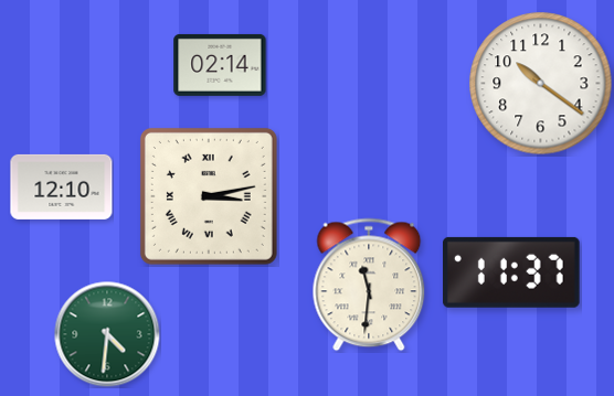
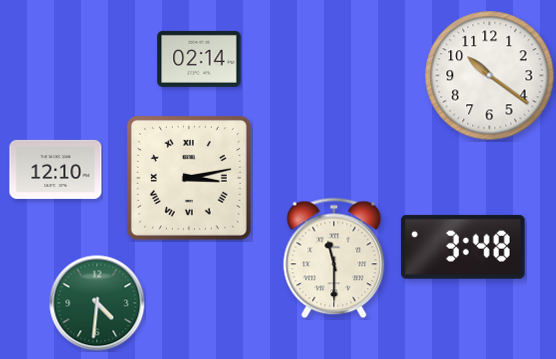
clock at (511, 272): 11:37 -> 3:48
clock at (369, 285): 11:31 -> 11:30
